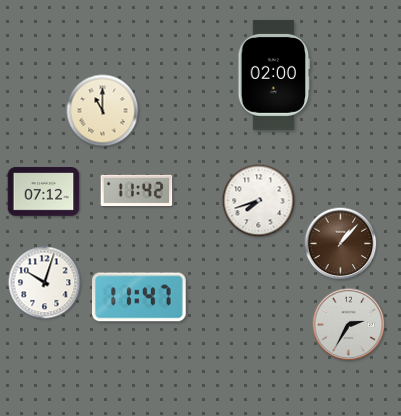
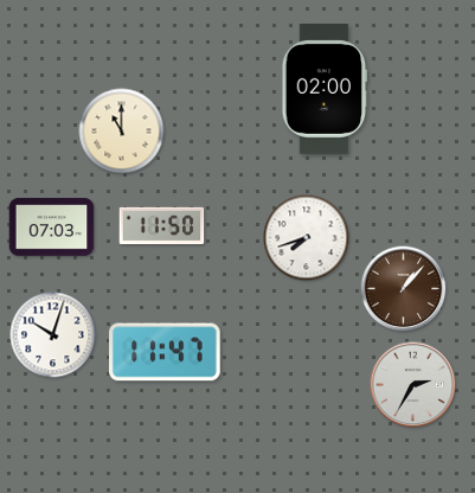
clock at (137, 190): 11:42 -> 11:50
clock at (44, 192): 07:12 -> 07:03
